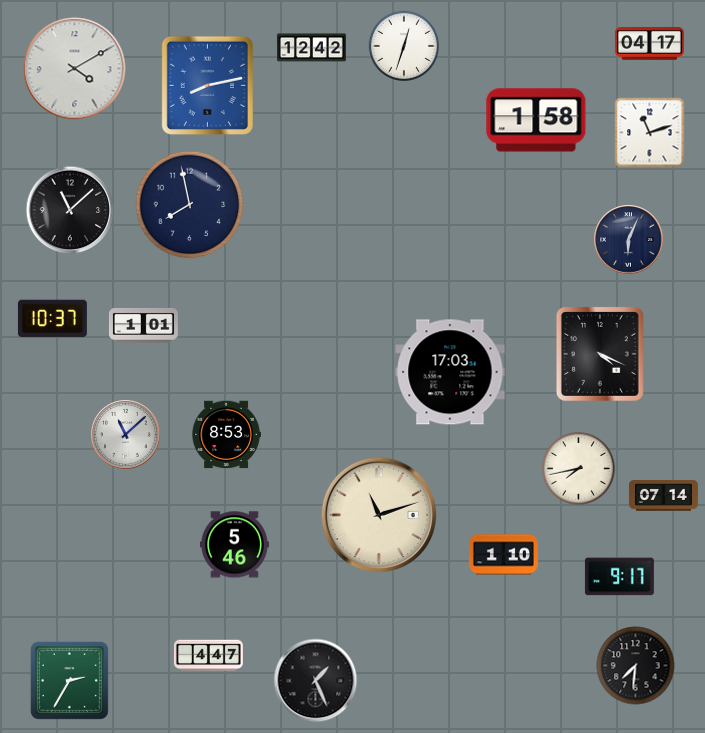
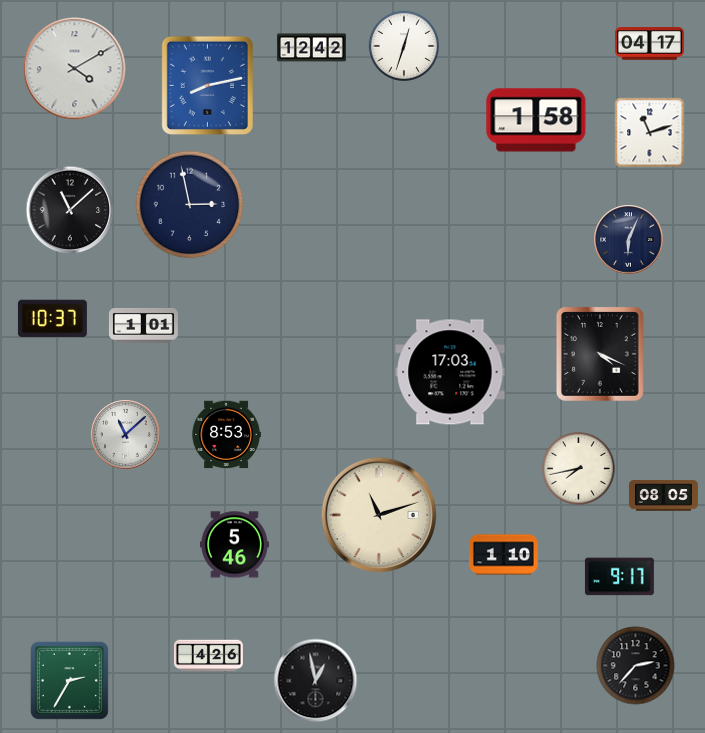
clock at (190, 205): 7:58 -> 2:58
clock at (663, 496): 07:14 -> 08:05
clock at (208, 656): 4:47 -> 4:26
clock at (636, 666): 7:31 -> 2:37
clock at (316, 681): 1:26 -> 12:58
